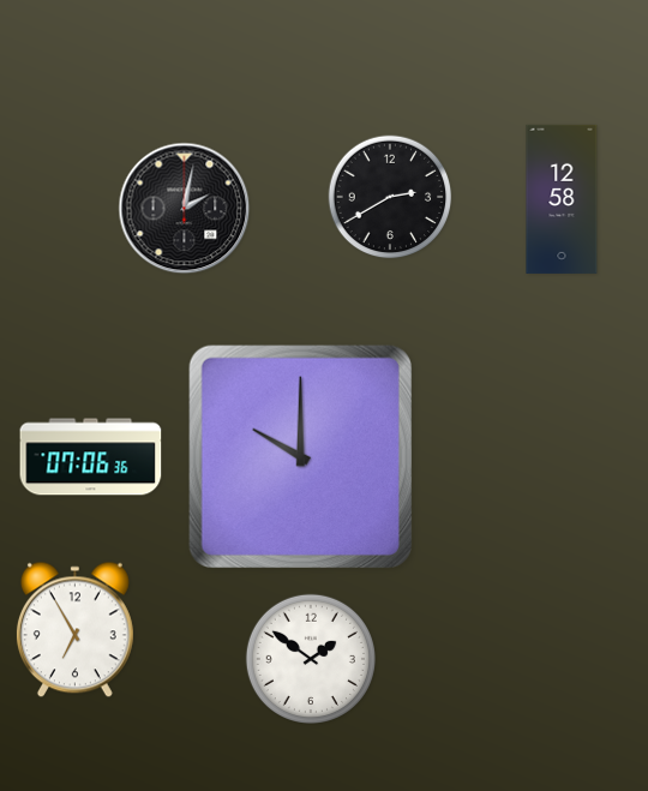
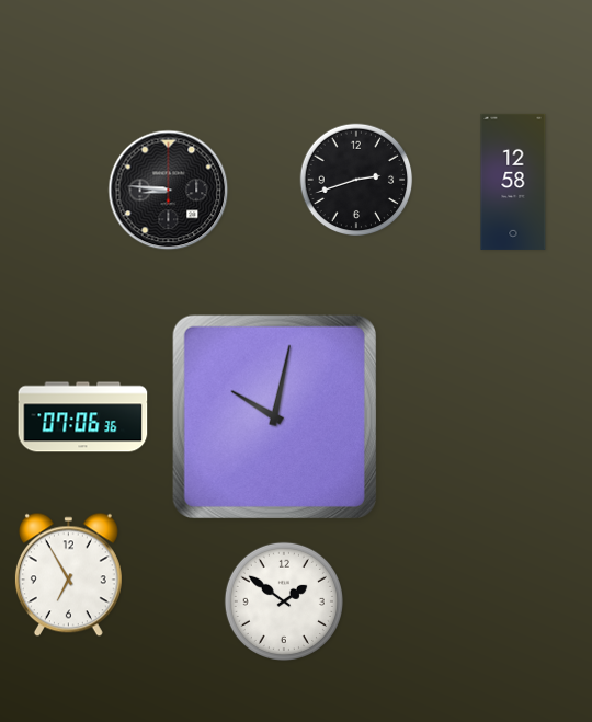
clock at (390, 197): 2:40 -> 2:42
clock at (185, 209): 2:02 -> 8:46
clock at (300, 456): 10:00 -> 10:02
